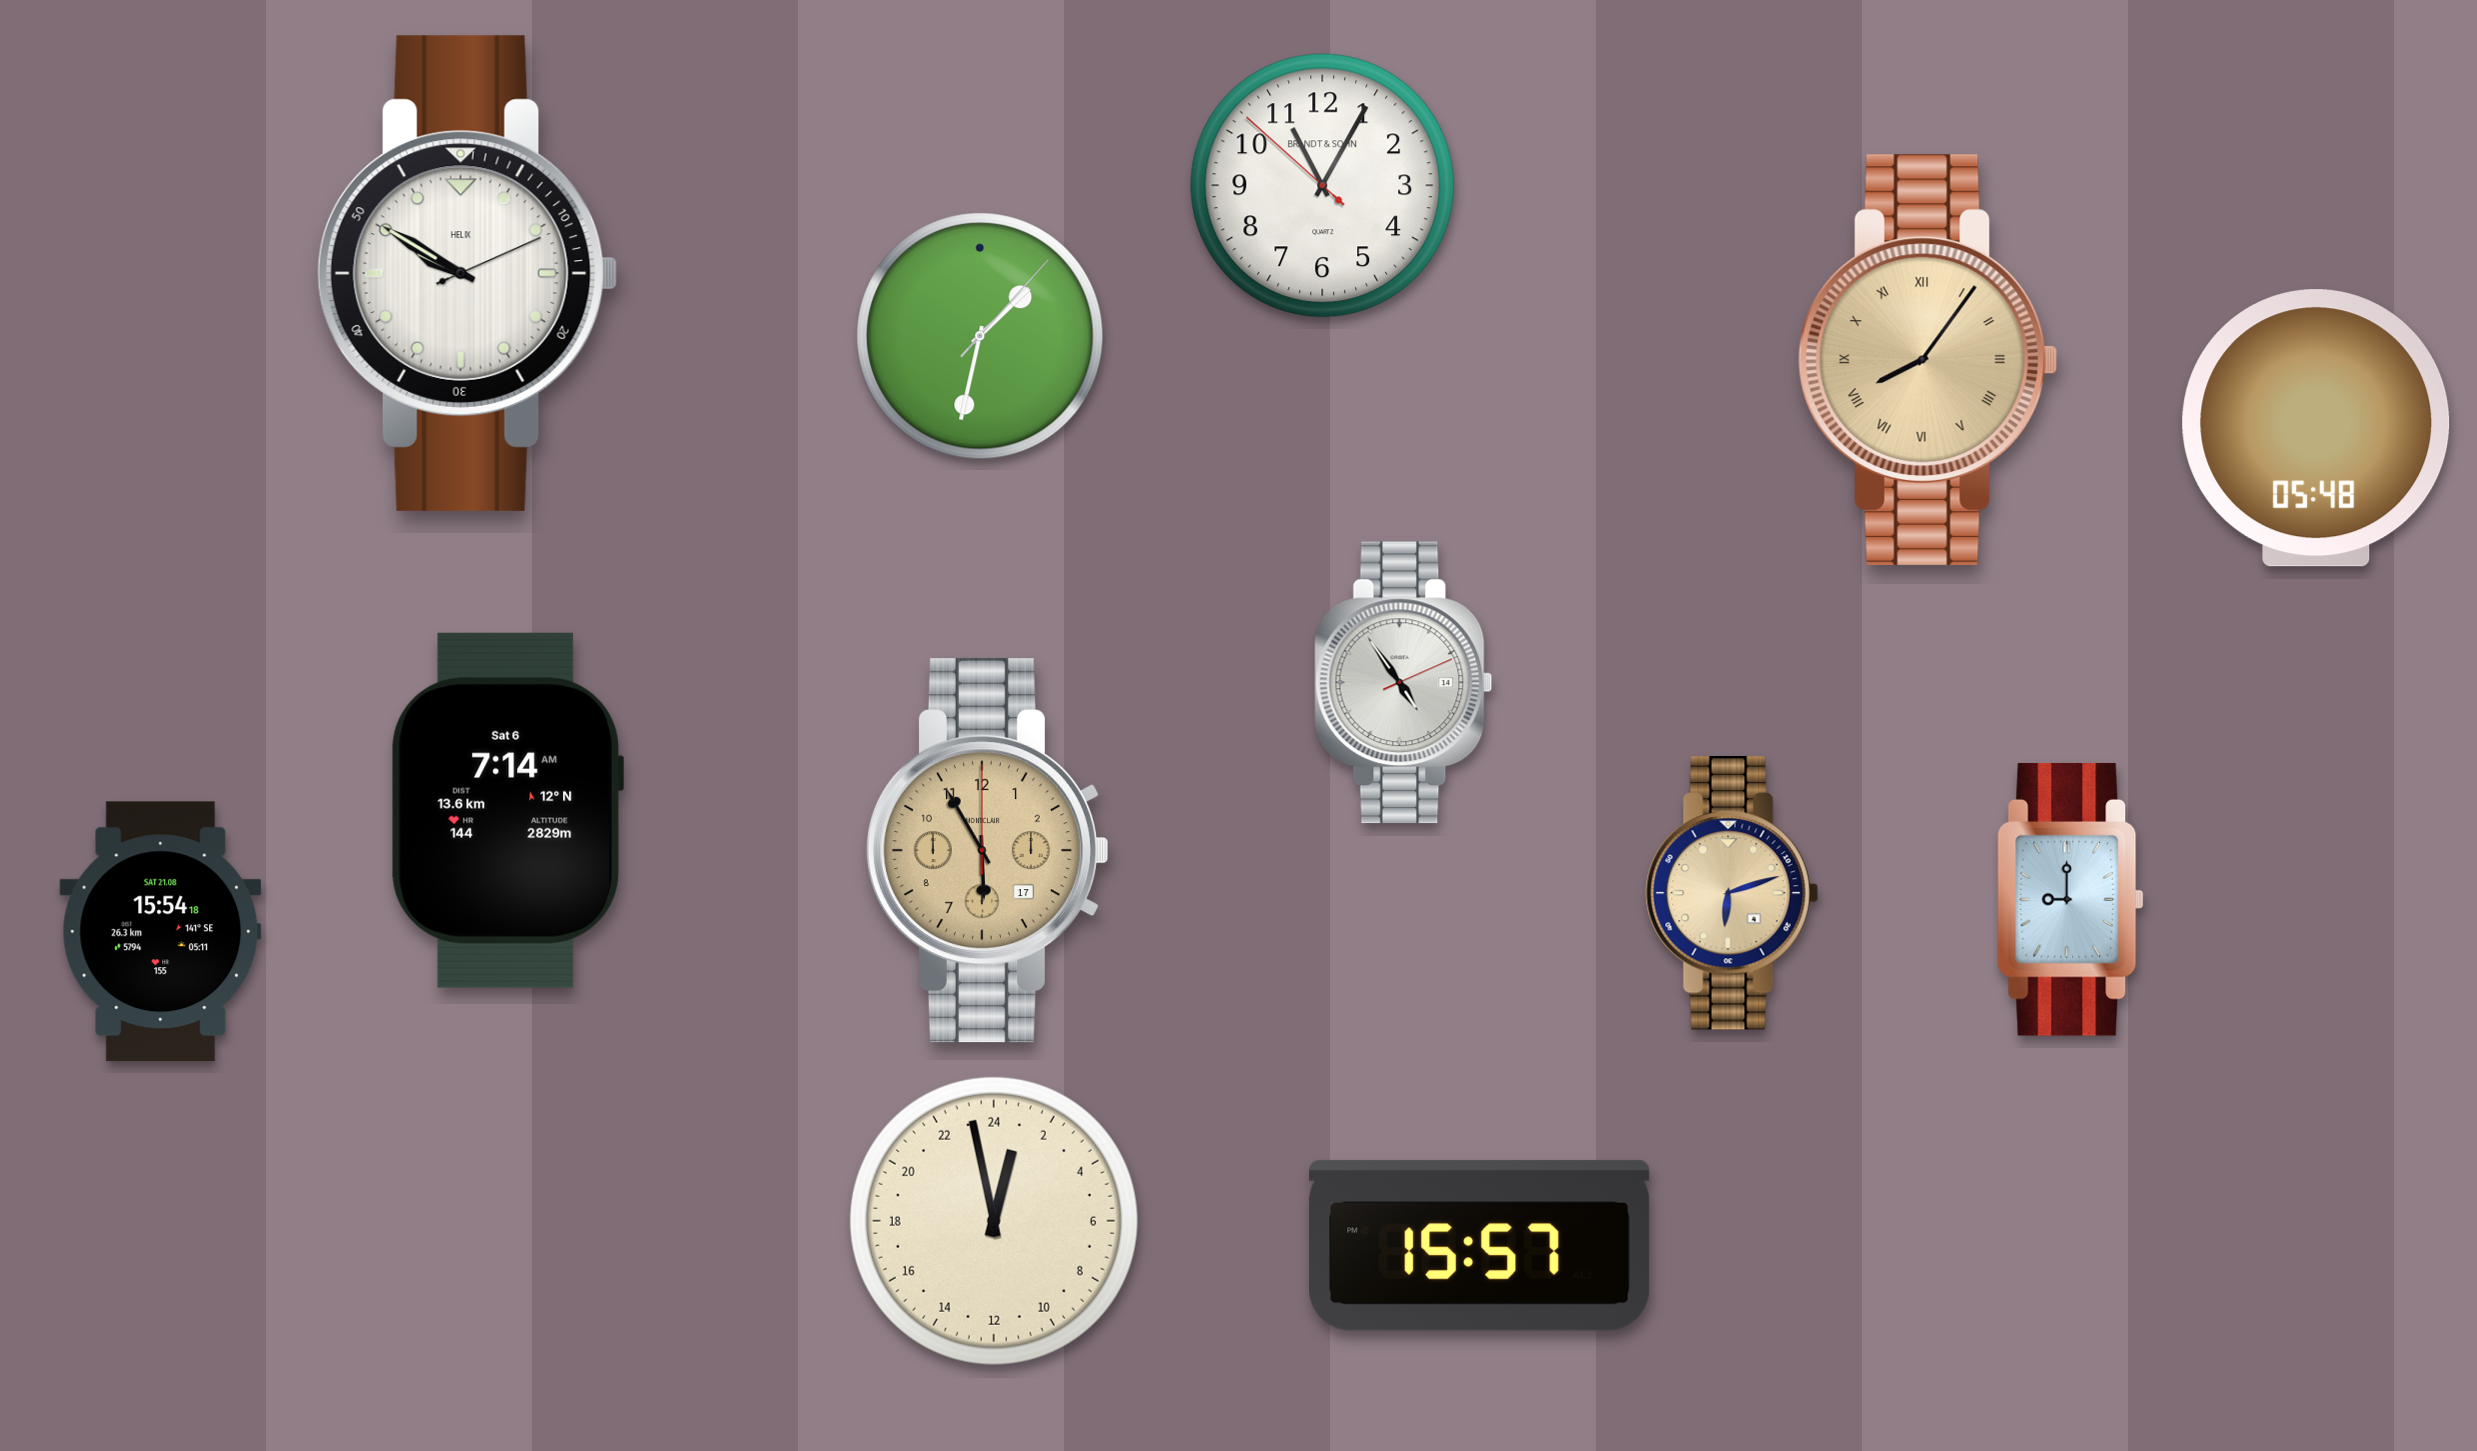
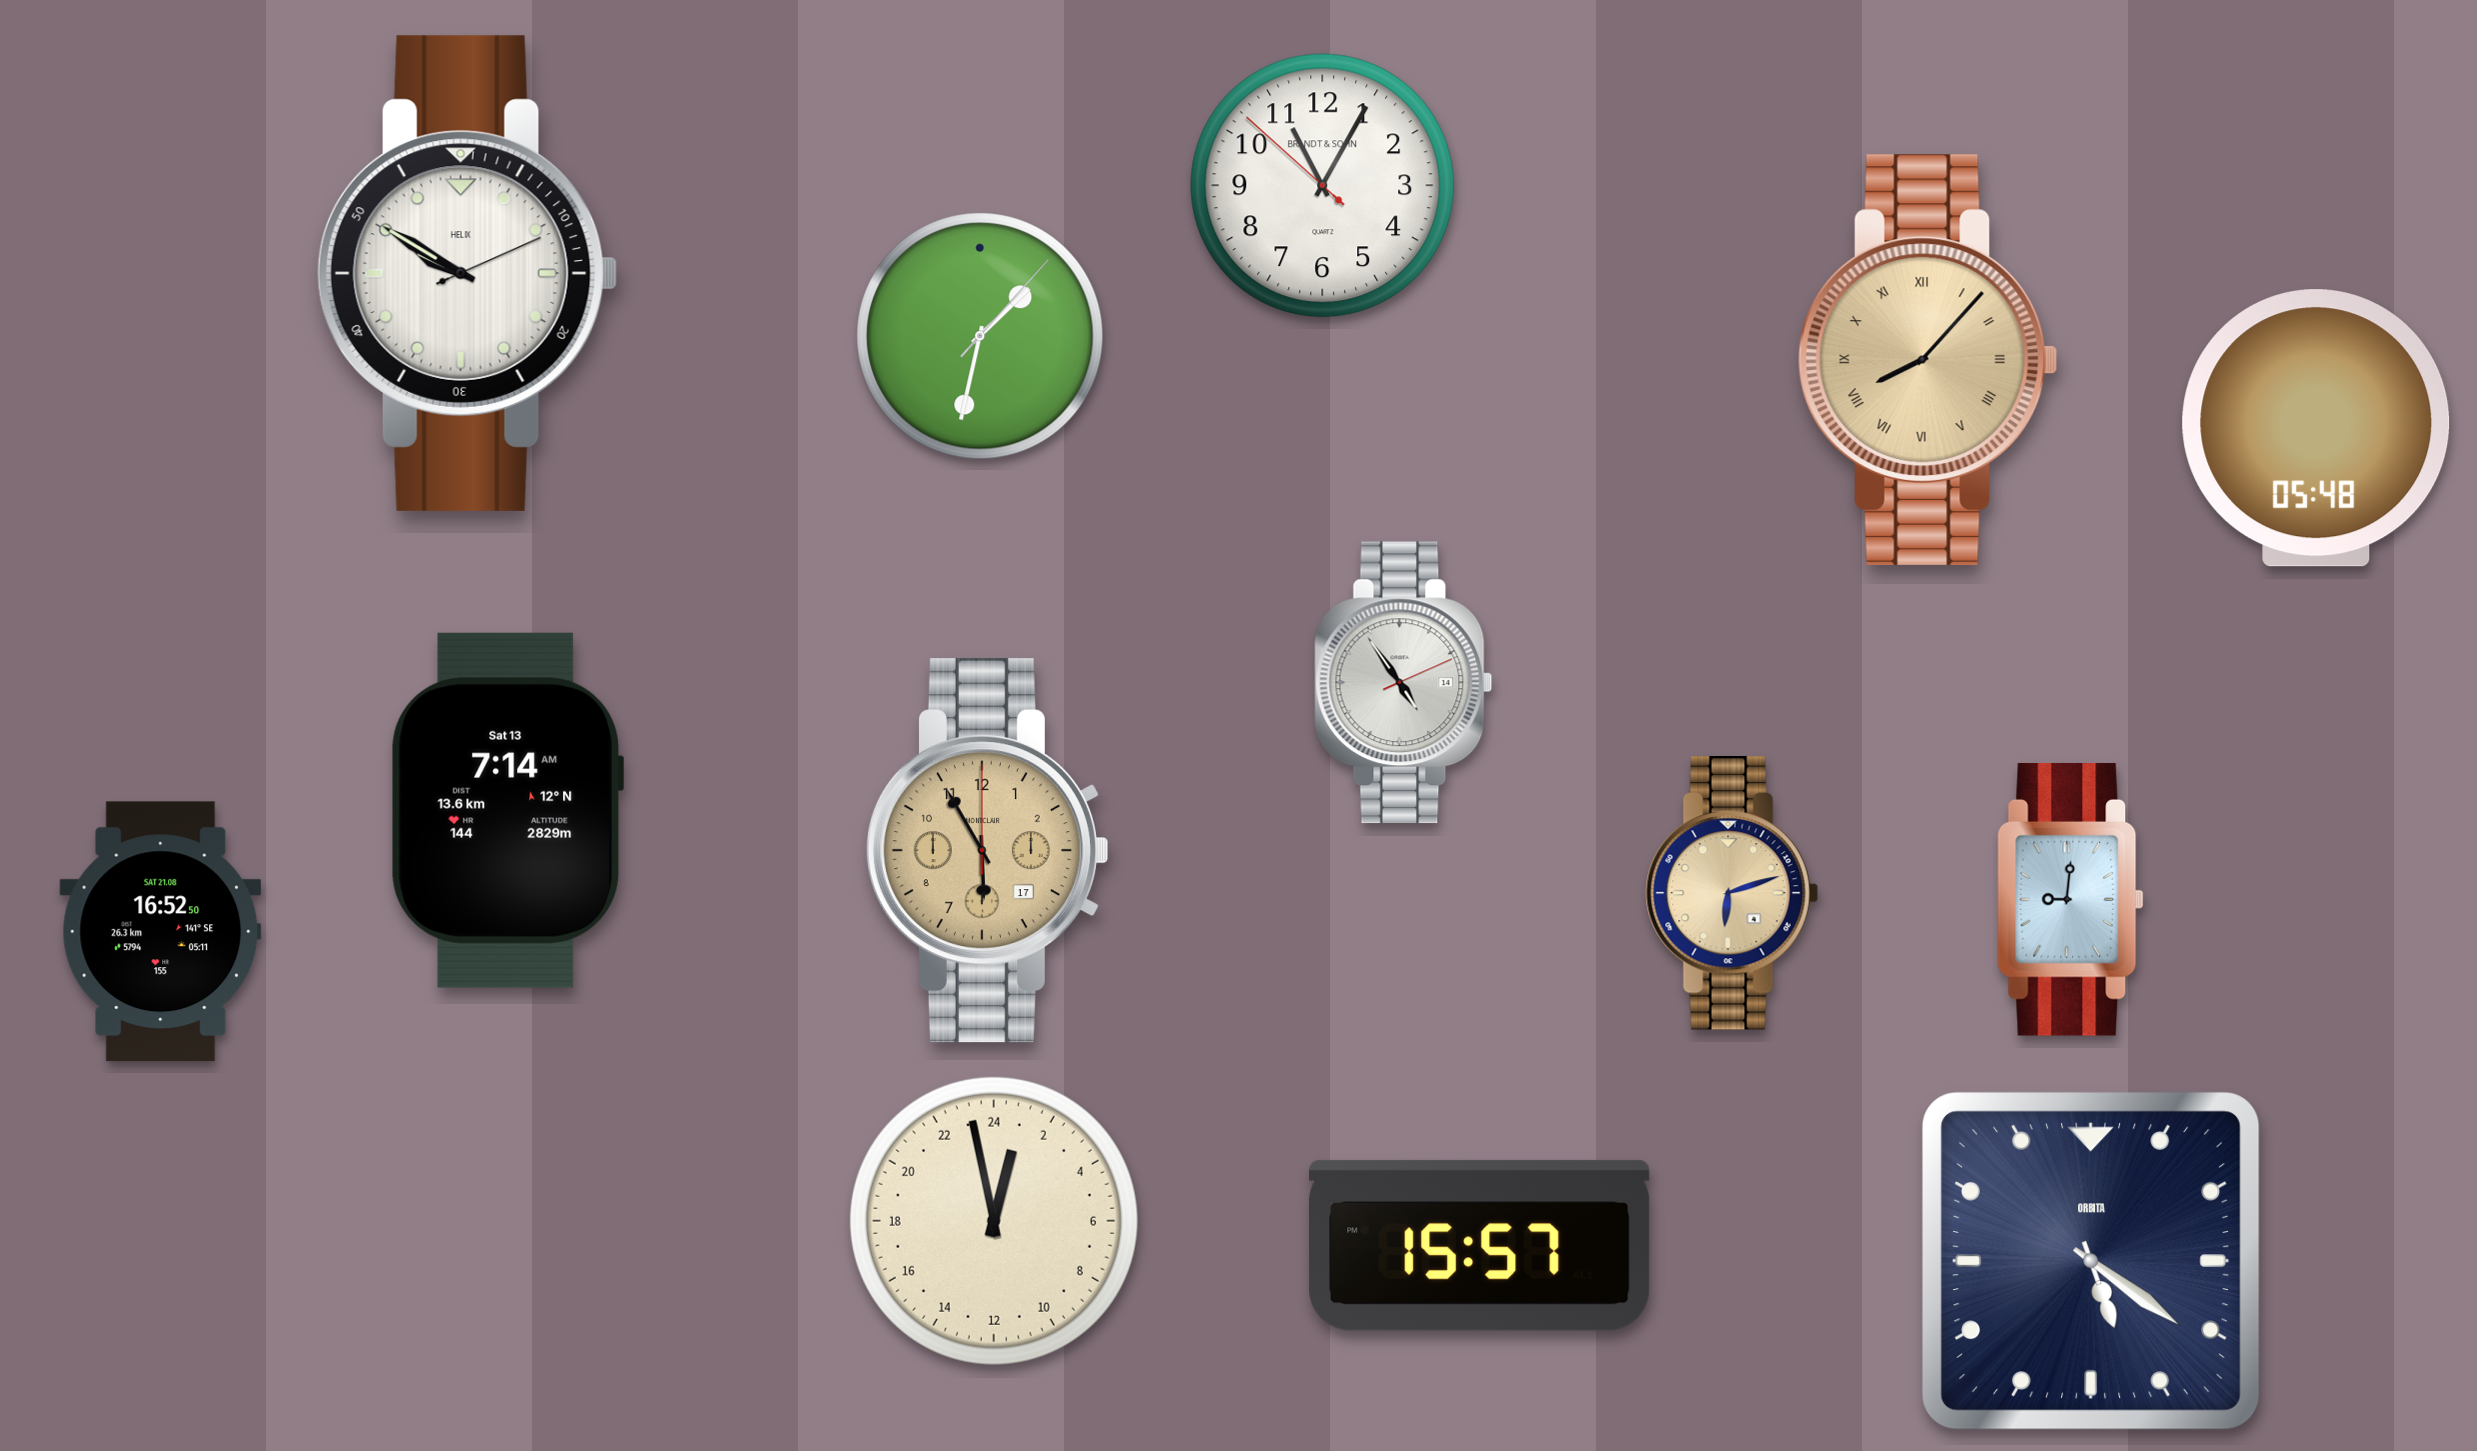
clock at (1928, 360): 8:06 -> 8:07
clock at (507, 810) date: Sat 6 -> Sat 13
clock at (2071, 899): 9:00 -> 9:01
clock at (161, 932): 15:54 -> 16:52
clock at (2091, 1261): none -> 5:21
